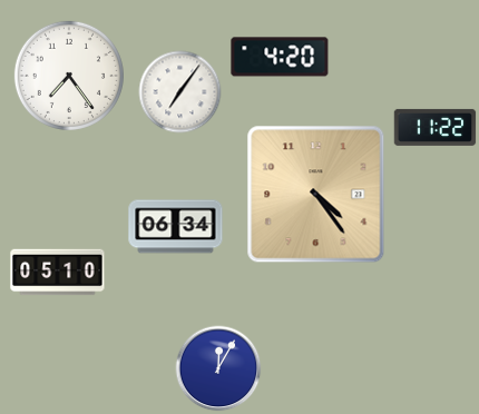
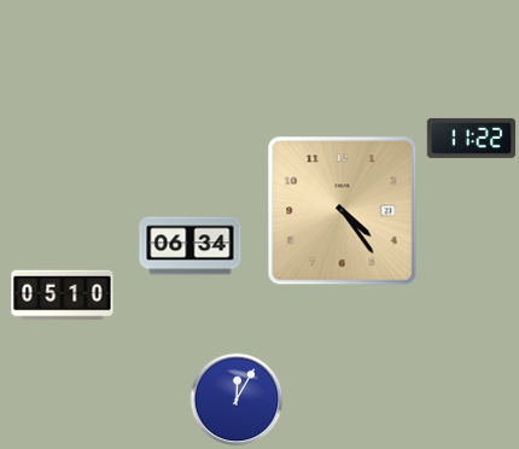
clock at (280, 57): 4:20 -> none
clock at (69, 76): 7:24 -> none
clock at (180, 92): 7:06 -> none
